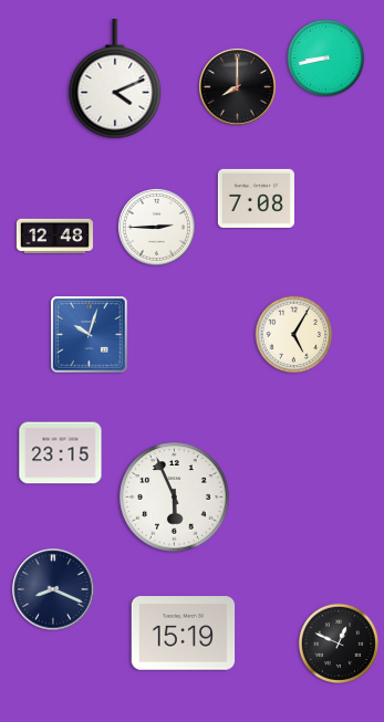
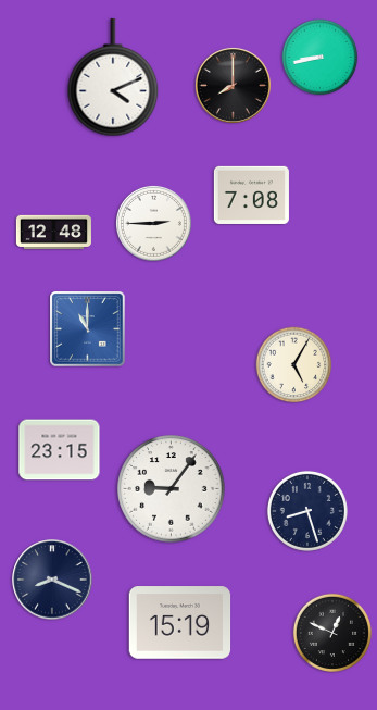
clock at (90, 335): 10:03 -> 11:00
clock at (294, 335) position: (294, 335) -> (294, 365)
clock at (61, 453) position: (61, 453) -> (60, 450)
clock at (175, 498): 5:56 -> 9:06
clock at (307, 511): none -> 8:27
